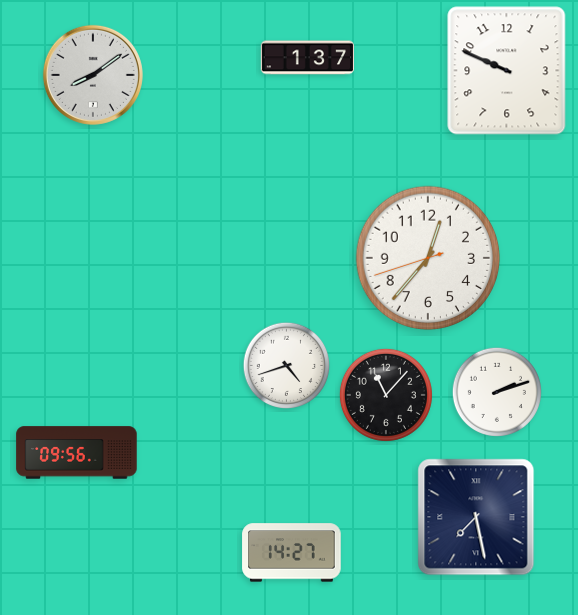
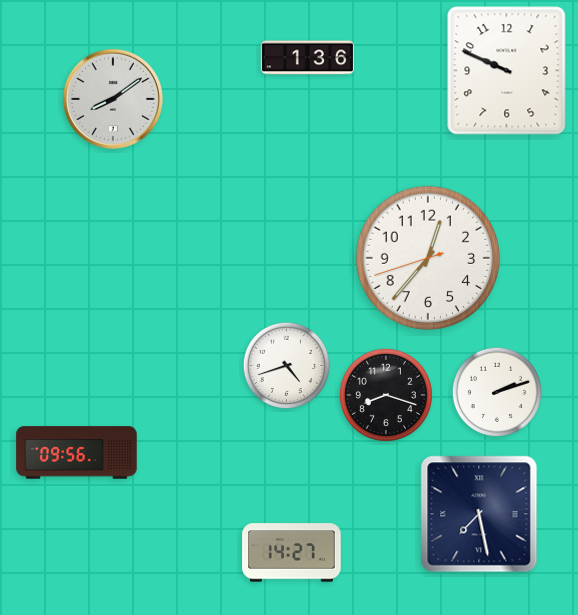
clock at (307, 58): 1:37 -> 1:36
clock at (93, 75) position: (93, 75) -> (113, 99)
clock at (386, 395): 11:07 -> 8:18
clock at (476, 517) position: (476, 517) -> (479, 514)
